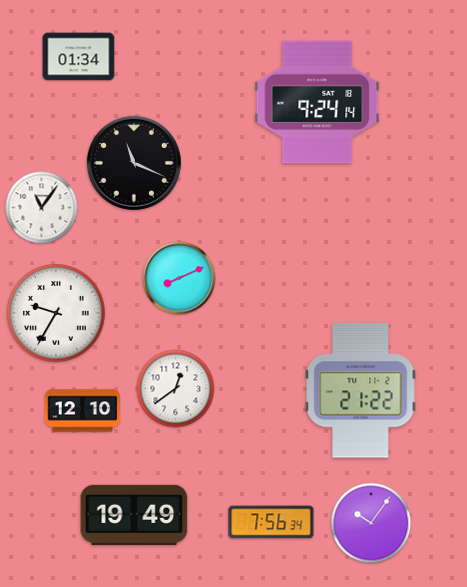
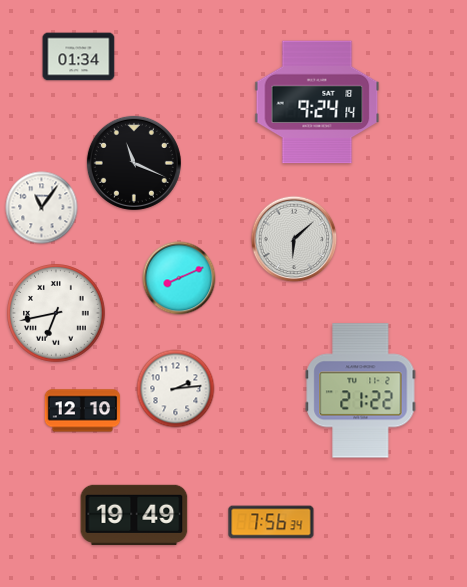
clock at (294, 239): none -> 6:08
clock at (56, 313): 9:35 -> 6:43
clock at (176, 389): 12:39 -> 2:14
clock at (371, 523): 10:06 -> none
